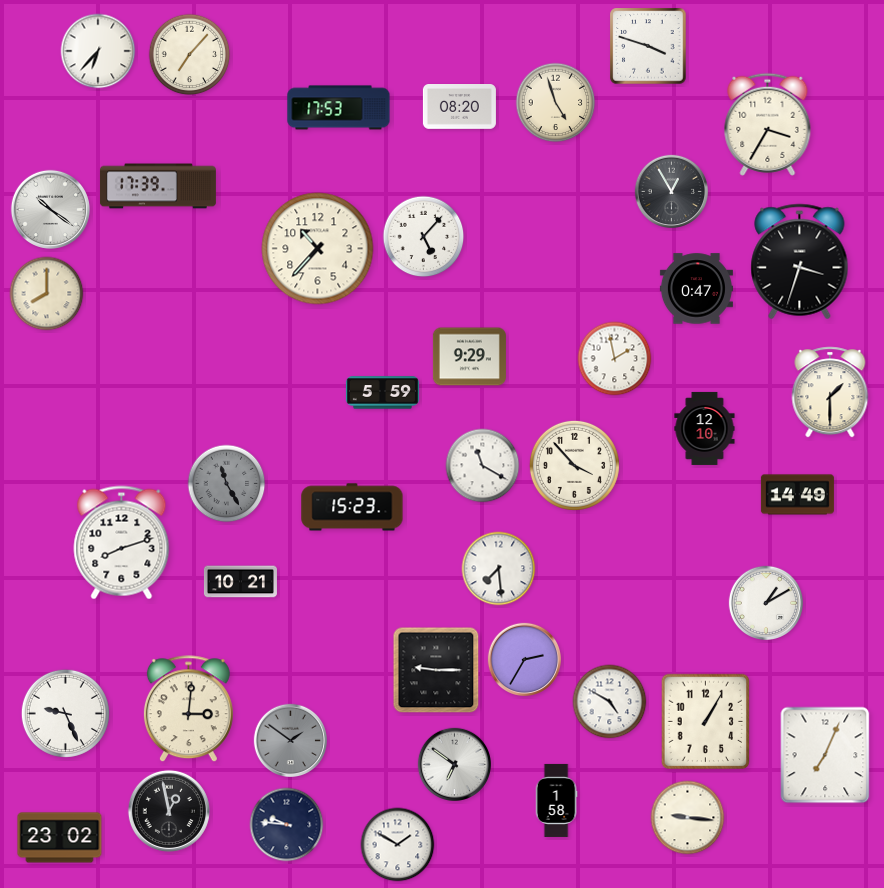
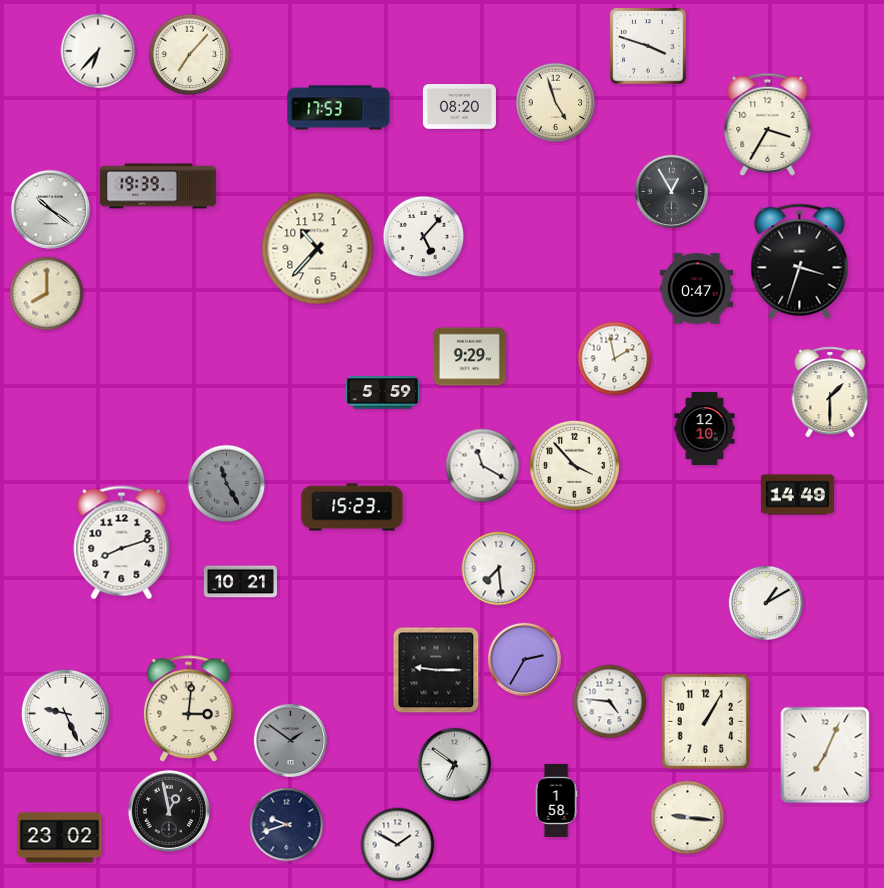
clock at (158, 186): 17:39 -> 19:39
clock at (610, 702): 4:50 -> 4:46
clock at (287, 825): 9:46 -> 9:42
